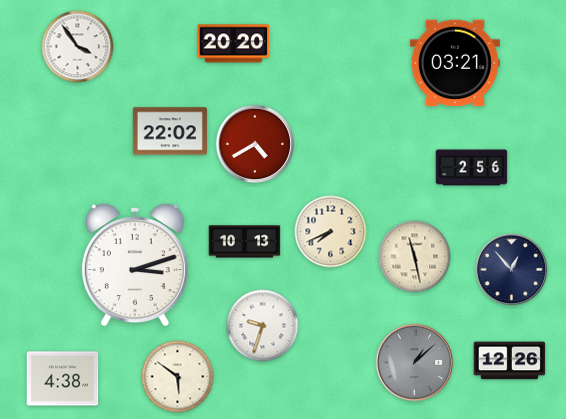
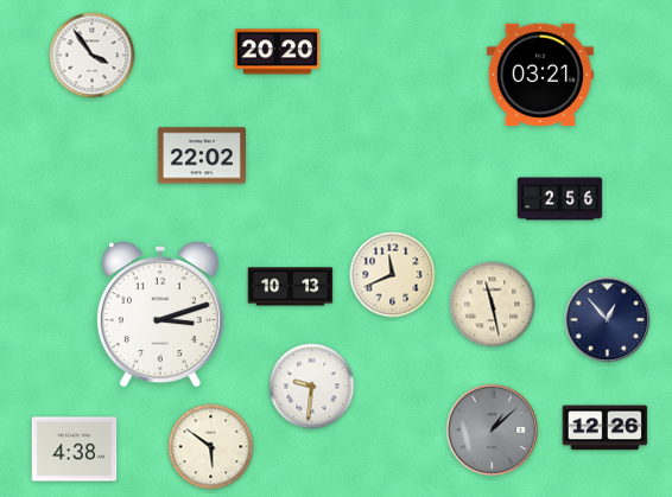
clock at (254, 143): 4:40 -> none
clock at (331, 232): 7:41 -> 11:41
clock at (263, 326): 9:33 -> 9:31
